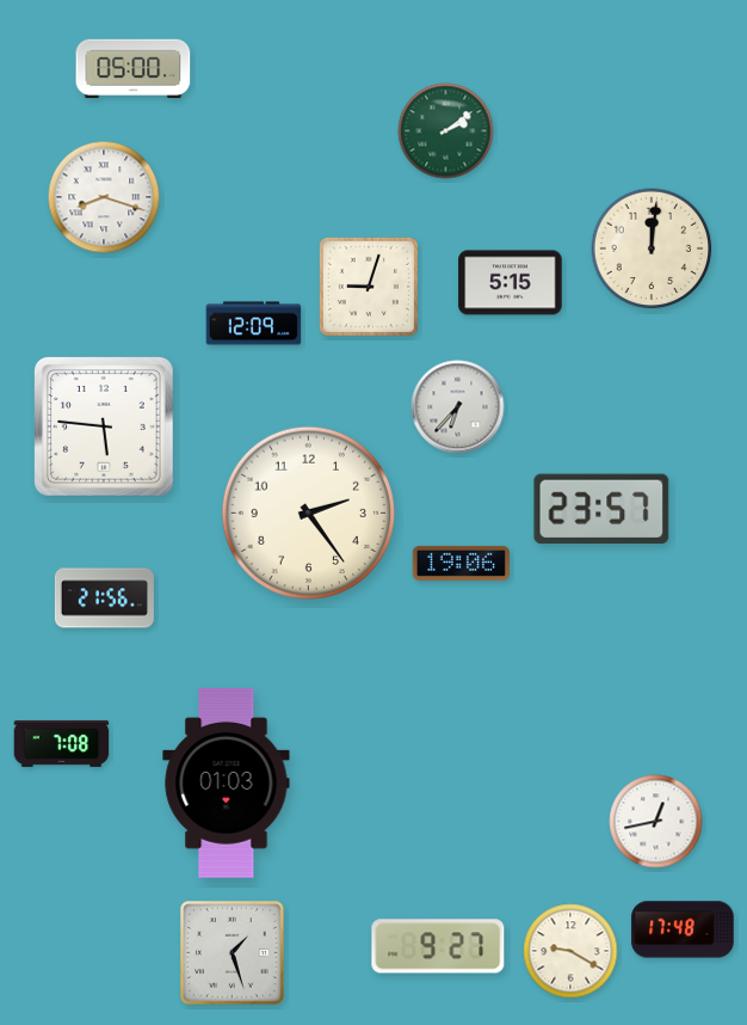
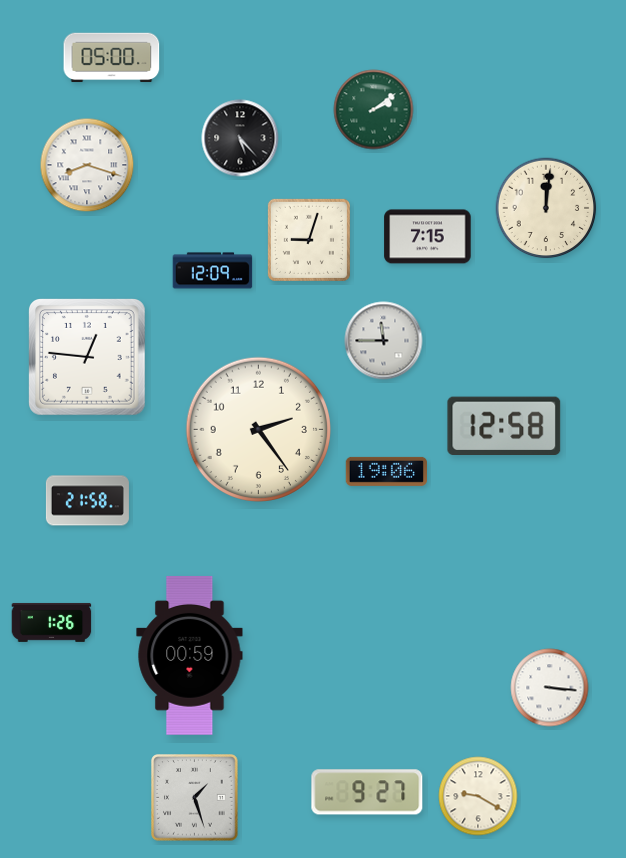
clock at (240, 138): none -> 5:23
clock at (511, 283): 5:15 -> 7:15
clock at (458, 407): 6:37 -> 11:45
clock at (105, 428): 5:46 -> 12:46
clock at (601, 509): 23:57 -> 12:58
clock at (104, 599): 21:56 -> 21:58
clock at (62, 743): 7:08 -> 1:26
clock at (227, 782): 01:03 -> 00:59
clock at (656, 822): 12:43 -> 3:16
clock at (683, 929): 17:48 -> none
